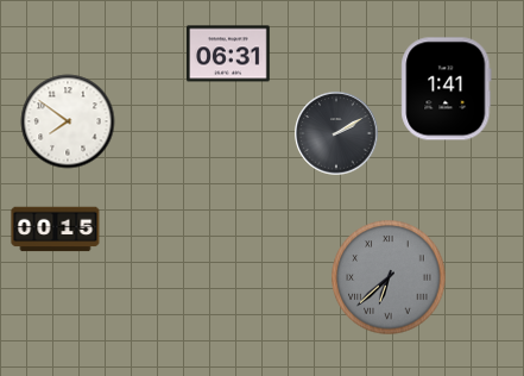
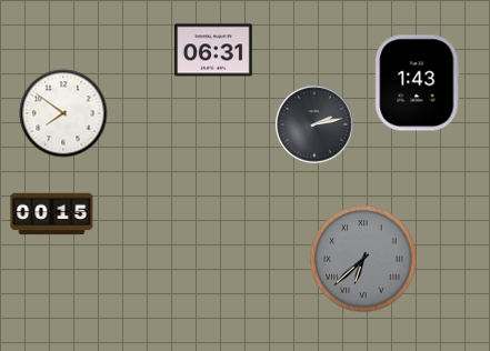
clock at (447, 89): 1:41 -> 1:43
clock at (336, 133): 2:10 -> 2:13
